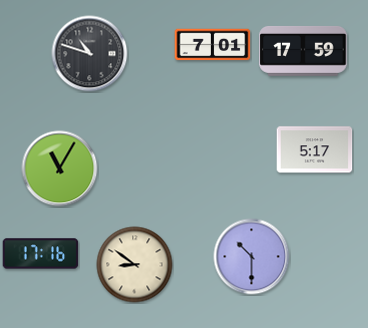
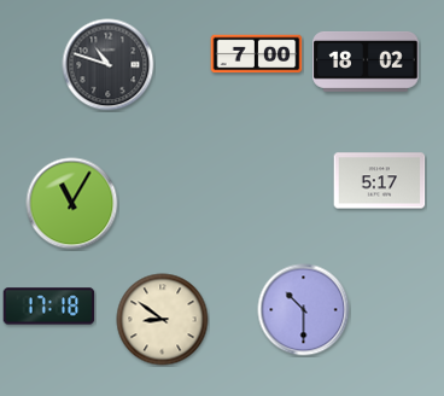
clock at (213, 45): 7:01 -> 7:00
clock at (303, 51): 17:59 -> 18:02
clock at (41, 254): 17:16 -> 17:18
